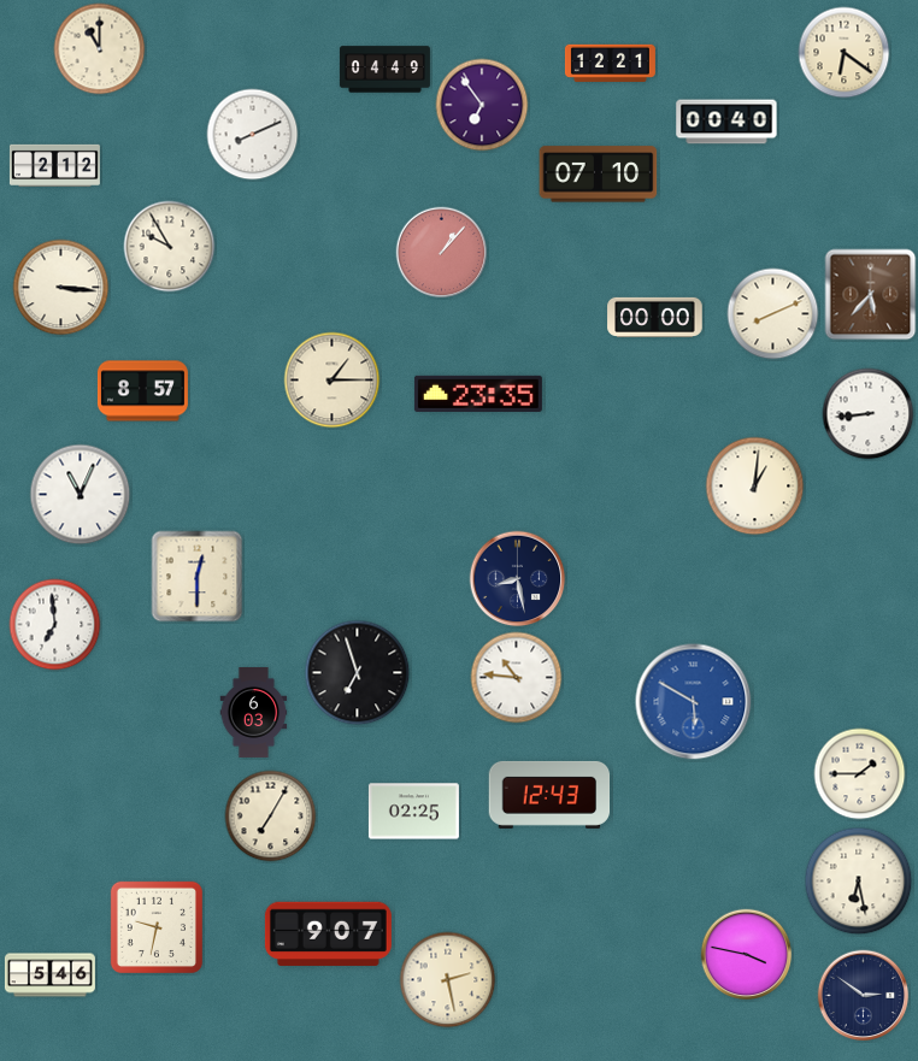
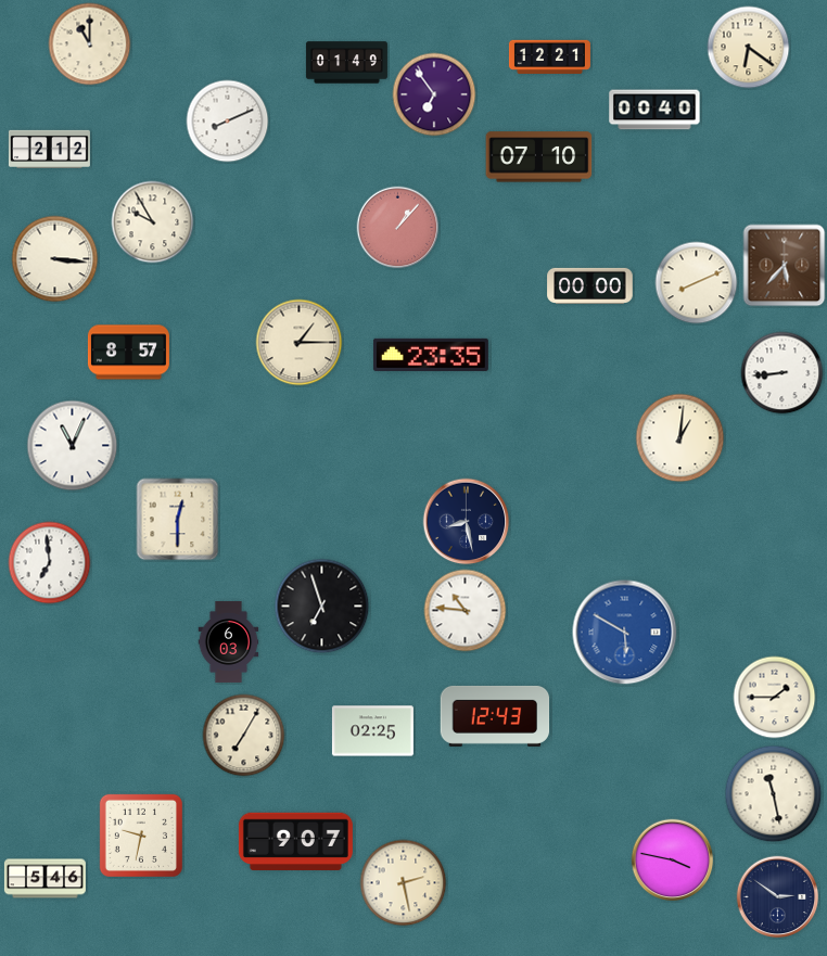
clock at (845, 53) position: (845, 53) -> (749, 48)
clock at (384, 70): 04:49 -> 01:49
clock at (859, 882): 6:28 -> 11:28
